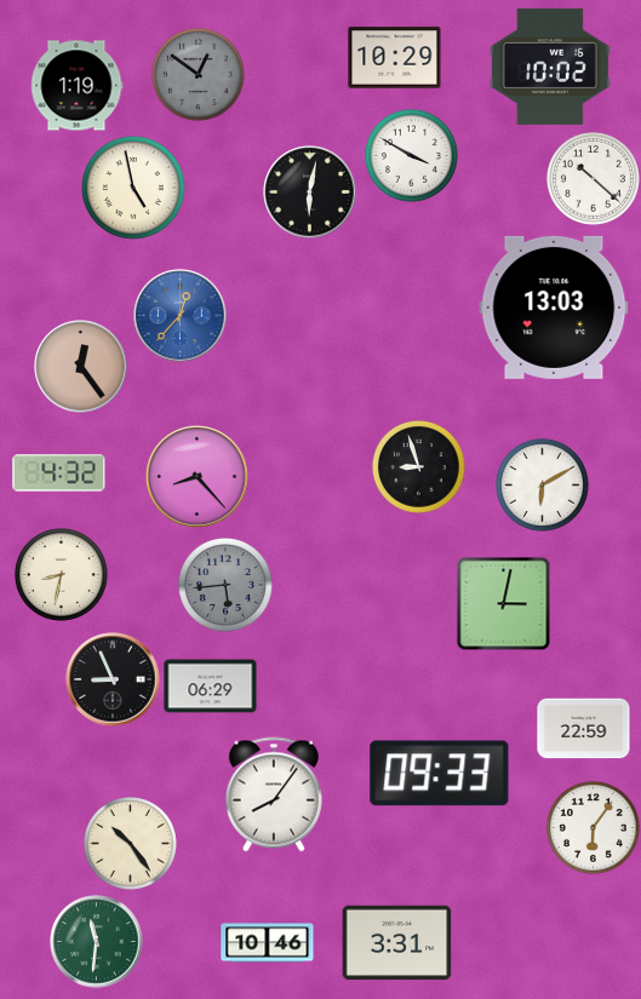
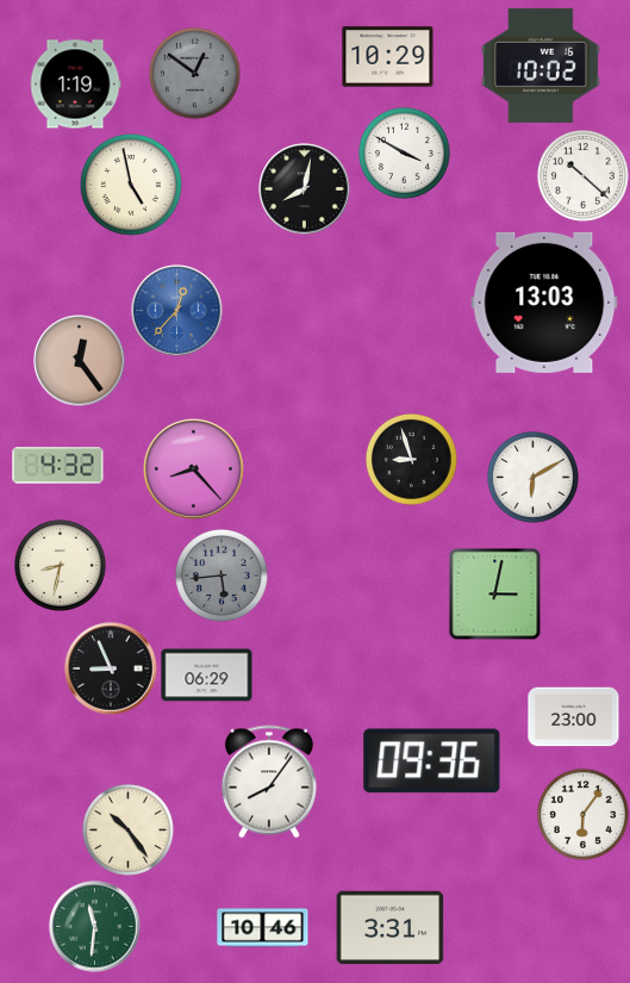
clock at (310, 193): 6:02 -> 8:02
clock at (584, 729): 22:59 -> 23:00
clock at (440, 774): 09:33 -> 09:36
